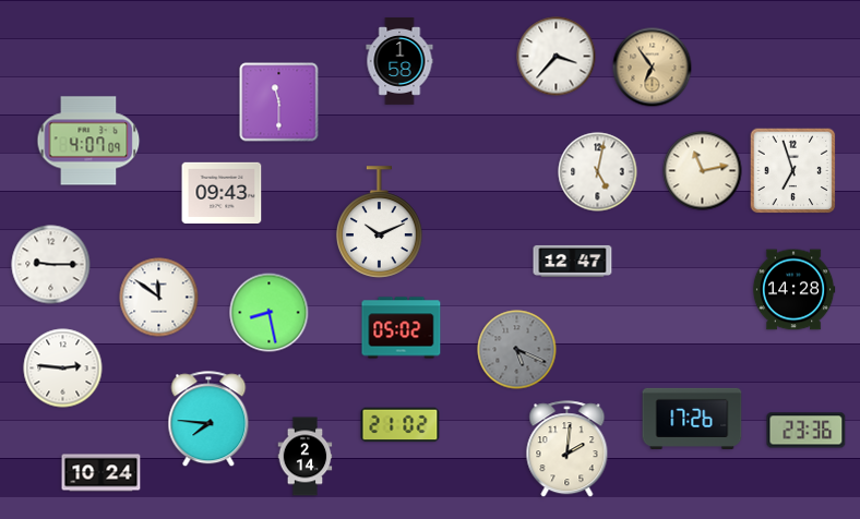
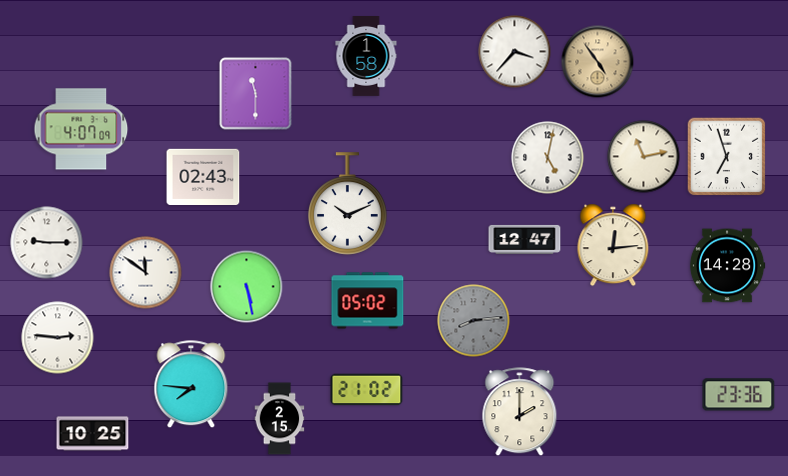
clock at (557, 57) position: (557, 57) -> (515, 52)
clock at (653, 68): 6:54 -> 4:54
clock at (222, 192): 09:43 -> 02:43
clock at (613, 245): none -> 12:14
clock at (270, 313): 8:28 -> 5:28
clock at (517, 350): 5:19 -> 8:14
clock at (692, 419): 17:26 -> none
clock at (568, 449): 2:01 -> 2:00
clock at (306, 457): 2:14 -> 2:15
clock at (101, 473): 10:24 -> 10:25
